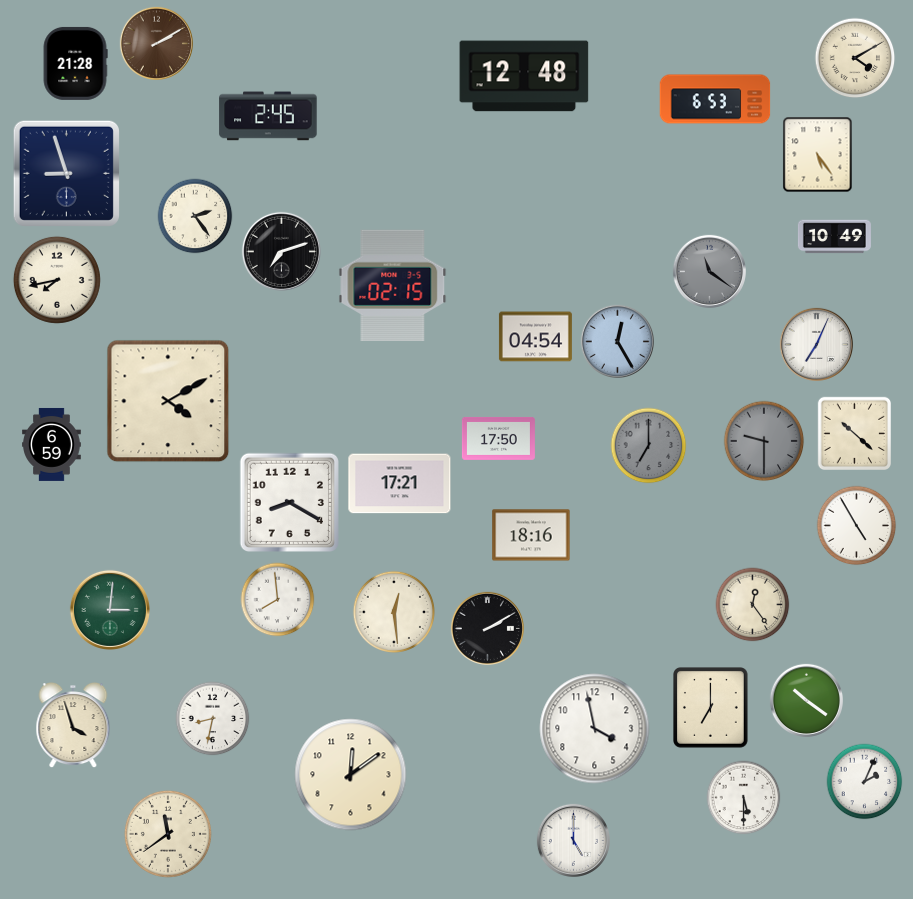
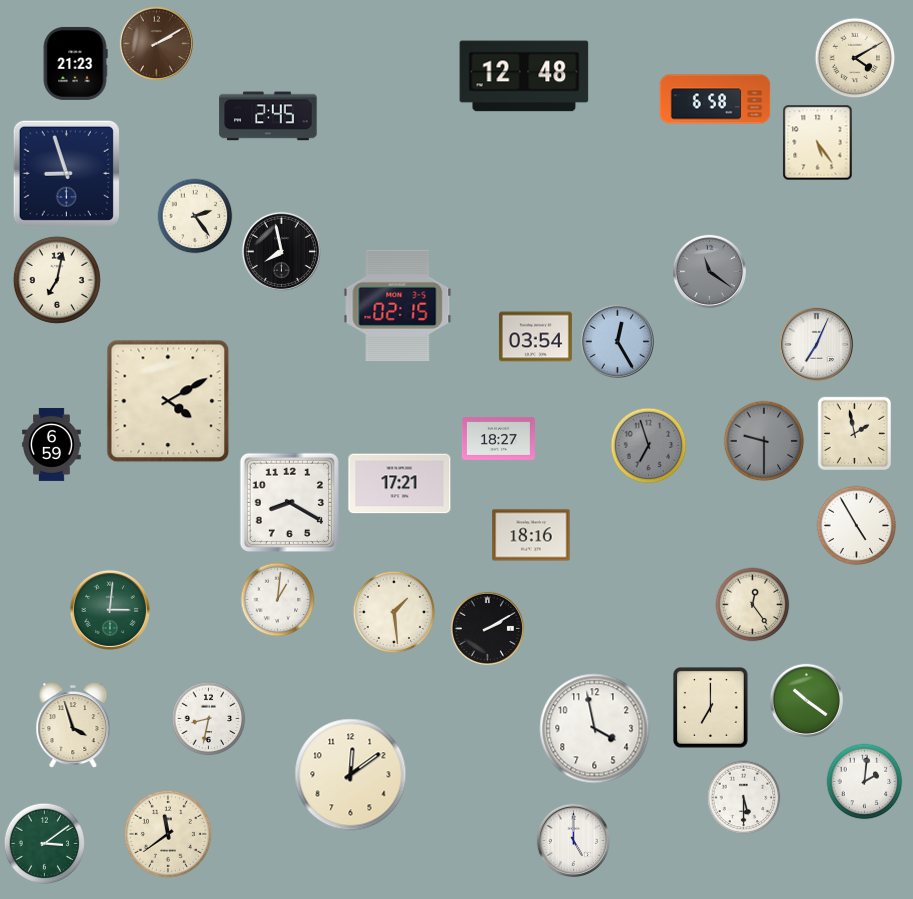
clock at (75, 63): 21:28 -> 21:23
clock at (715, 99): 6:53 -> 6:58
clock at (818, 155) position: (818, 155) -> (818, 143)
clock at (834, 237): 10:49 -> none
clock at (281, 251): 7:12 -> 7:58
clock at (57, 280): 7:43 -> 7:02
clock at (393, 285) position: (393, 285) -> (398, 305)
clock at (535, 337): 04:54 -> 03:54
clock at (854, 433): 10:22 -> 1:58
clock at (498, 438): 17:50 -> 18:27
clock at (649, 446): 7:00 -> 6:57
clock at (278, 600): 7:59 -> 1:01
clock at (394, 612): 12:29 -> 1:29
clock at (213, 719) position: (213, 719) -> (209, 719)
clock at (865, 782): 2:04 -> 2:01
clock at (45, 844): none -> 3:09
